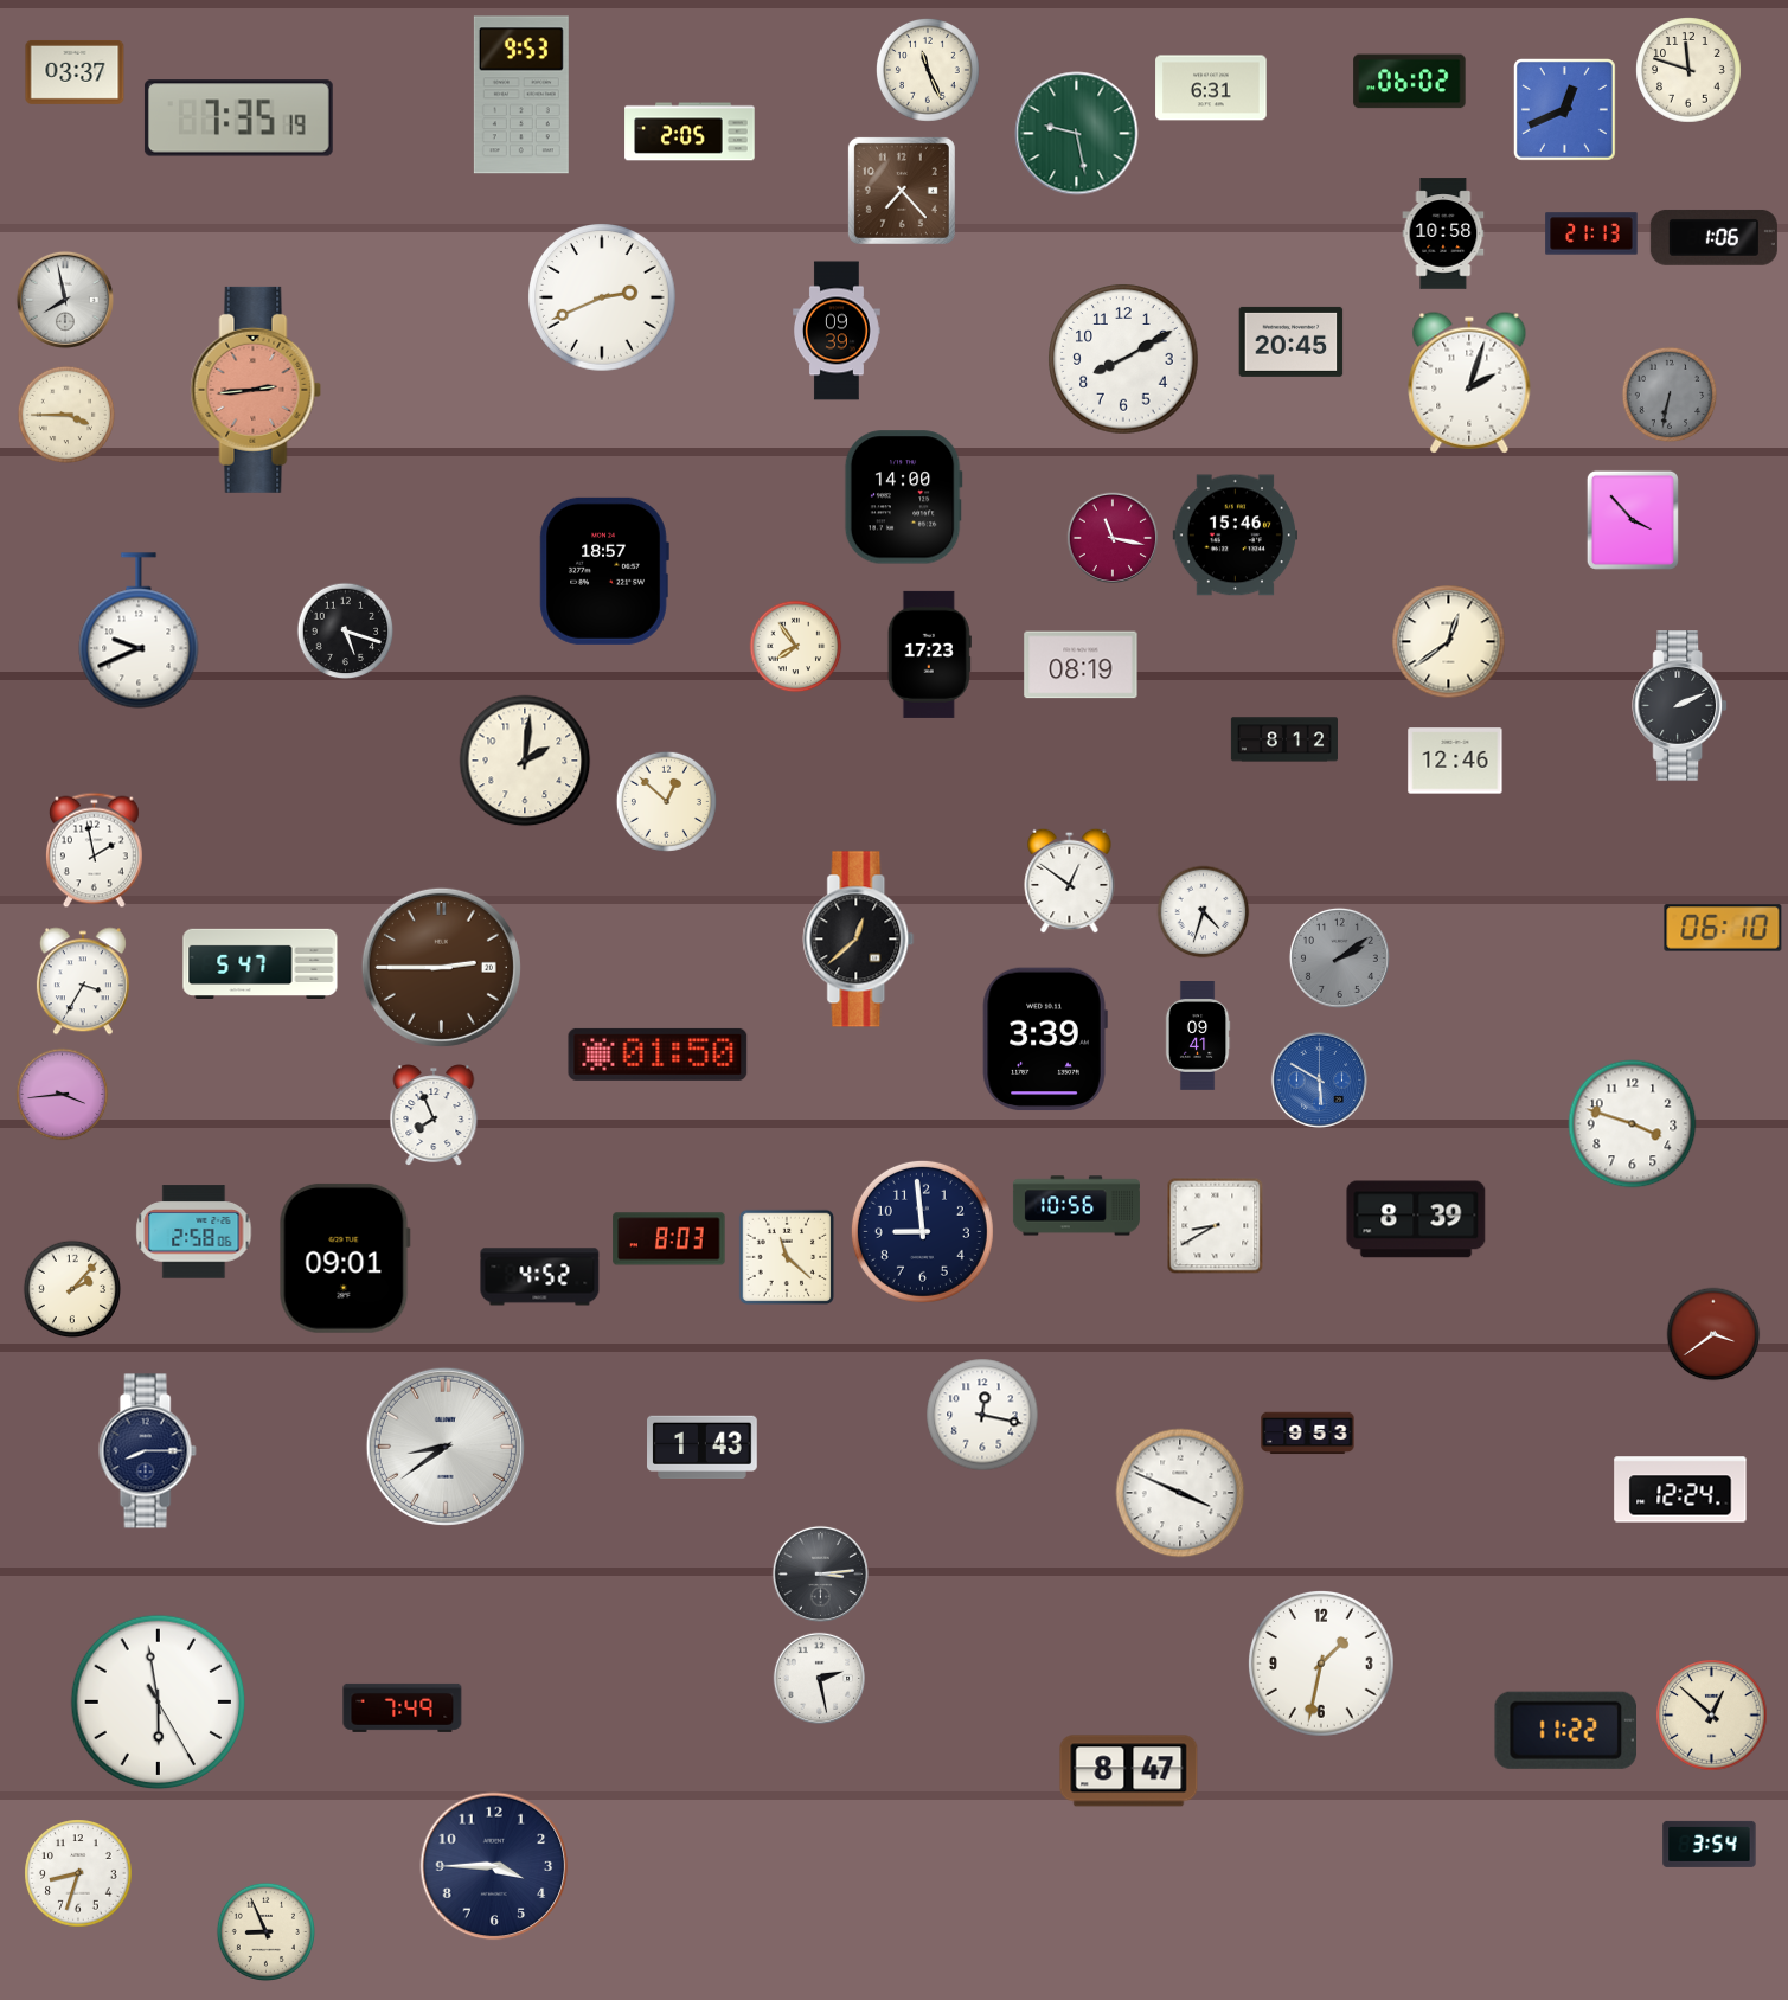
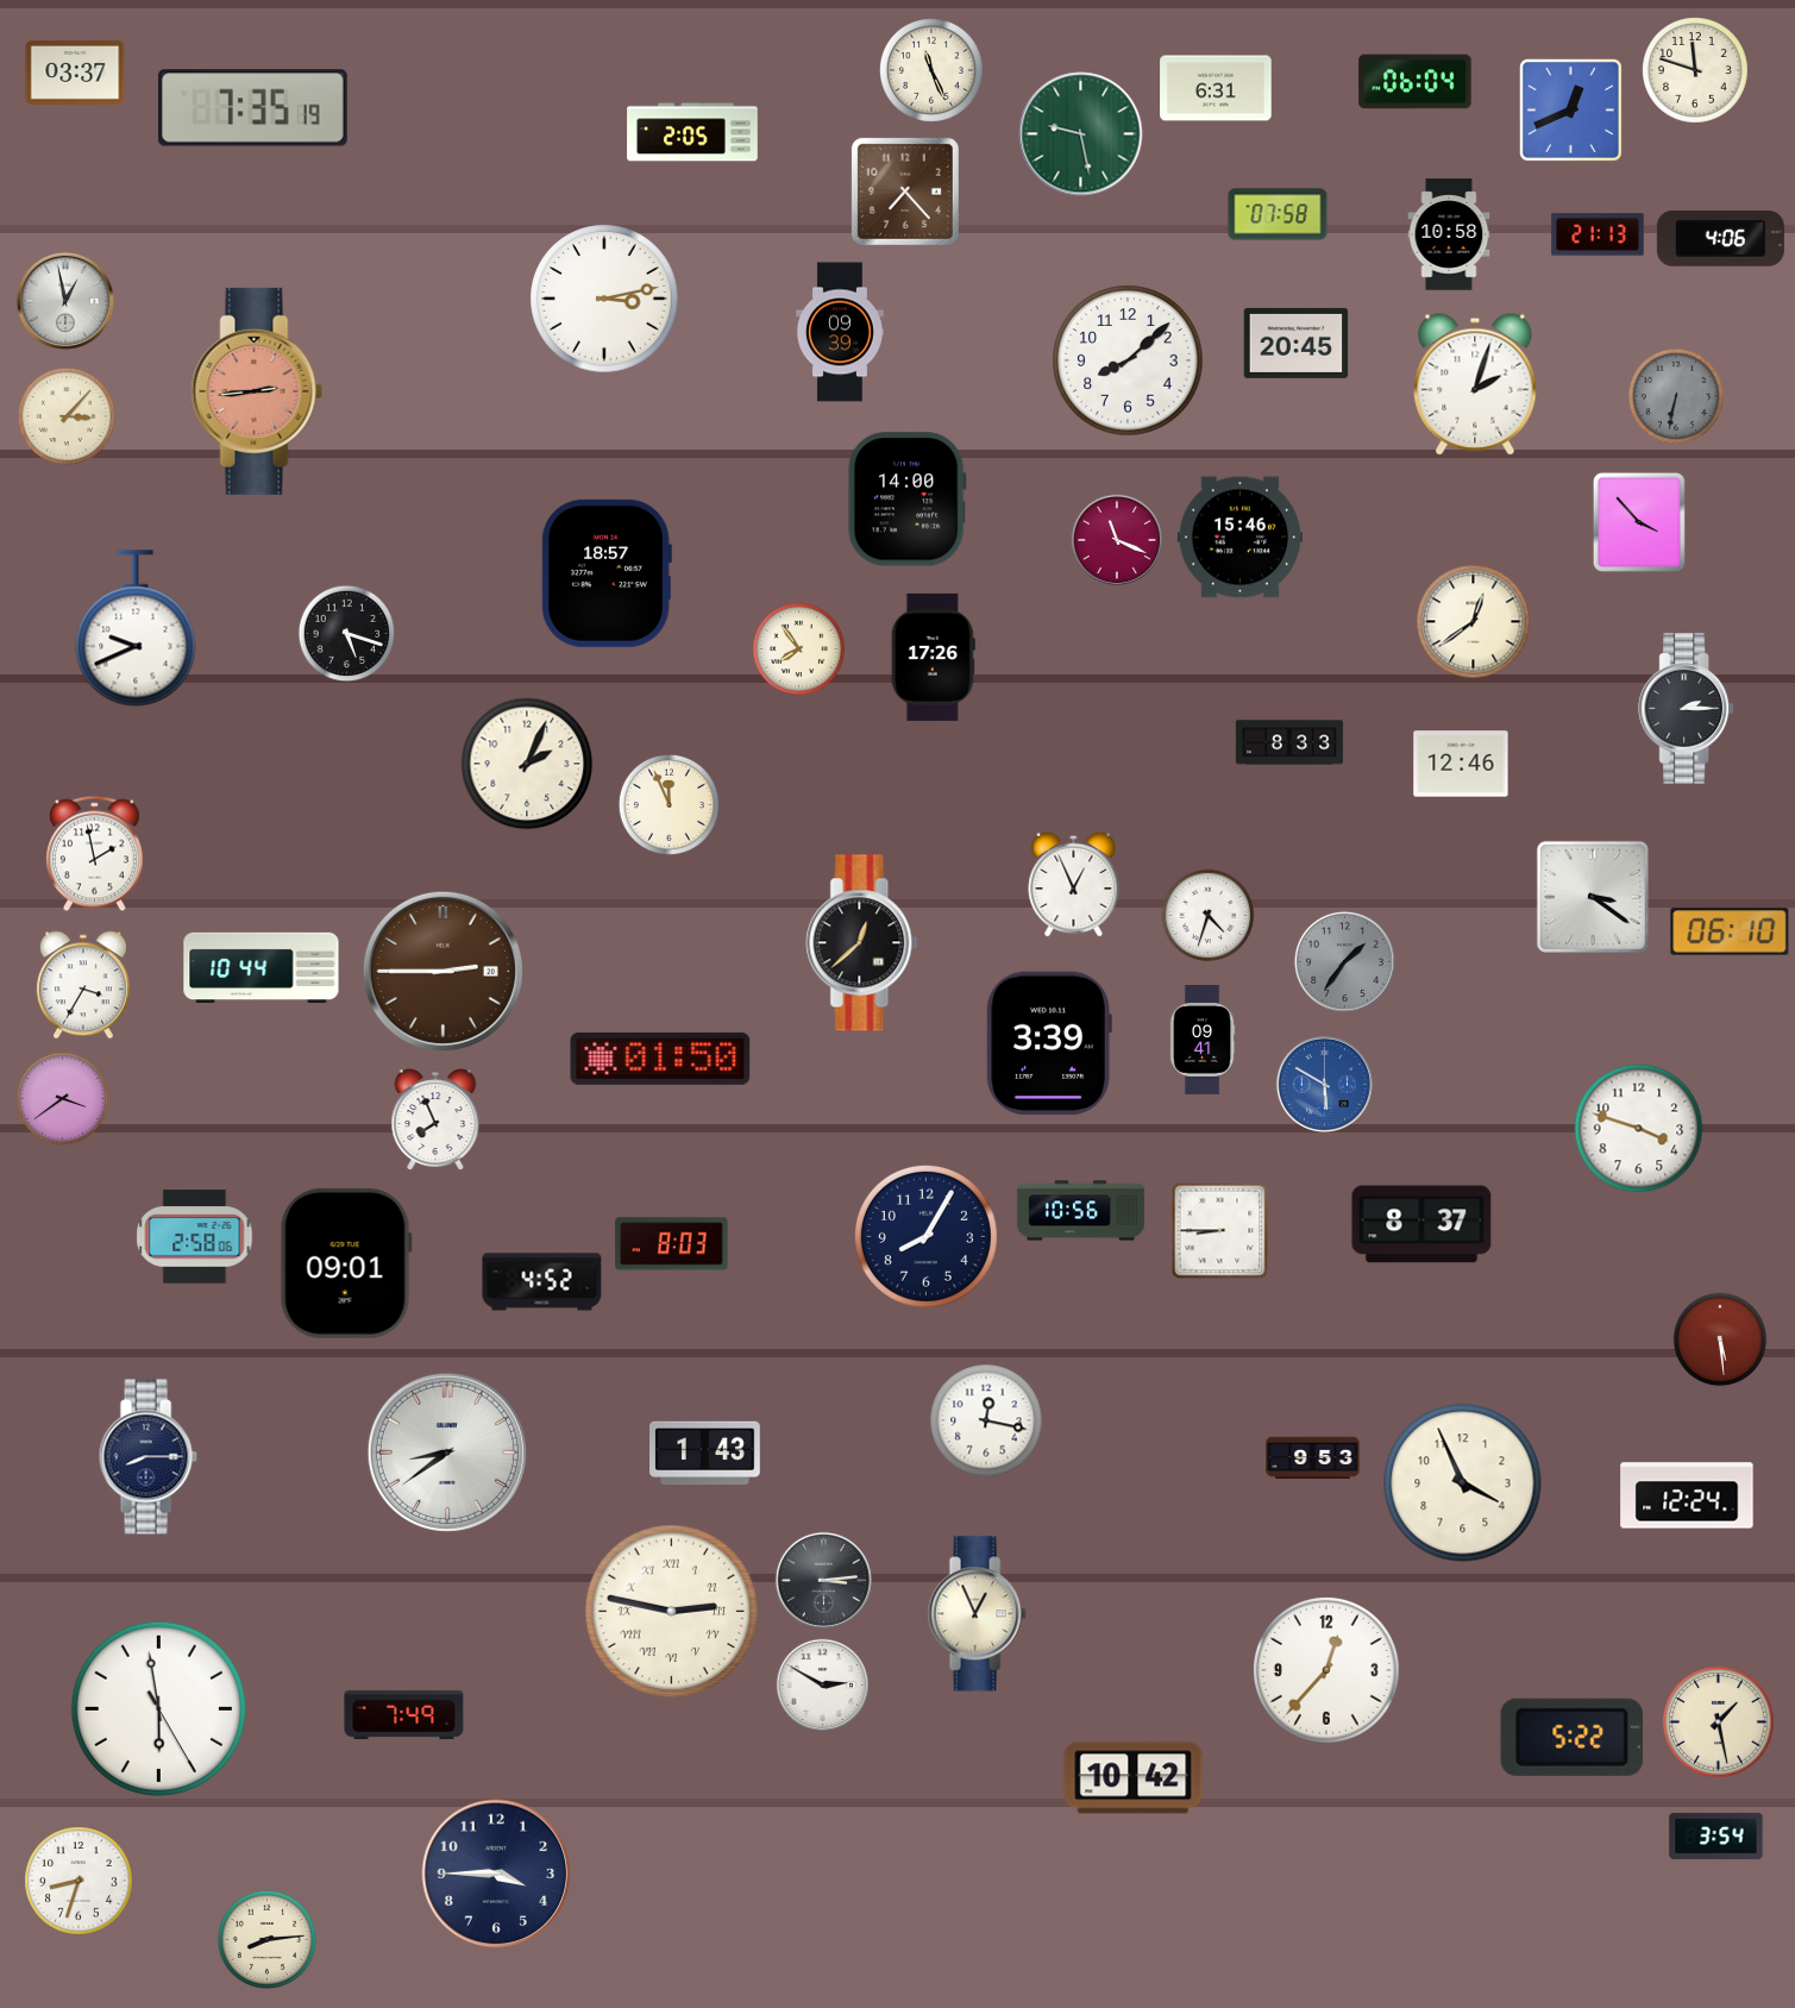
clock at (1410, 82): 06:02 -> 06:04
clock at (521, 95): 9:53 -> none
clock at (238, 118) position: (238, 118) -> (252, 108)
clock at (1278, 214): none -> 07:58
clock at (1713, 237): 1:06 -> 4:06
clock at (602, 297): 2:41 -> 3:13
clock at (65, 300): 7:58 -> 12:58
clock at (1123, 359): 8:10 -> 8:08
clock at (66, 415): 3:45 -> 3:07
clock at (1113, 538): 11:17 -> 11:19
clock at (139, 630) position: (139, 630) -> (136, 628)
clock at (1449, 642) position: (1449, 642) -> (1474, 622)
clock at (929, 654): 17:23 -> 17:26
clock at (1081, 665): 08:19 -> none
clock at (1680, 706): 2:11 -> 2:15
clock at (1284, 739): 8:12 -> 8:33
clock at (525, 761): 2:01 -> 2:04
clock at (666, 801): 12:52 -> 11:56
clock at (1070, 880): 12:51 -> 12:56
clock at (1593, 897): none -> 3:21
clock at (1339, 957): 2:09 -> 1:36
clock at (261, 963): 5:47 -> 10:44
clock at (63, 1095): 3:44 -> 3:39
clock at (1416, 1219): 8:39 -> 8:37
clock at (1216, 1226): 8:40 -> 8:45
clock at (922, 1231): 8:59 -> 8:05
clock at (787, 1257): 11:22 -> none
clock at (72, 1289): 2:07 -> none
clock at (1713, 1334): 3:39 -> 5:29
clock at (1308, 1434) position: (1308, 1434) -> (1313, 1458)
clock at (1463, 1483): none -> 3:56
clock at (1180, 1493): 3:49 -> none
clock at (672, 1612): none -> 2:47
clock at (977, 1614): none -> 12:56
clock at (1321, 1664): 1:32 -> 12:37
clock at (819, 1678): 2:28 -> 2:50
clock at (1712, 1716): 12:52 -> 1:28
clock at (1565, 1730): 11:22 -> 5:22
clock at (1129, 1771): 8:47 -> 10:42
clock at (1710, 1844) position: (1710, 1844) -> (1716, 1836)
clock at (265, 1931): 8:56 -> 8:14
